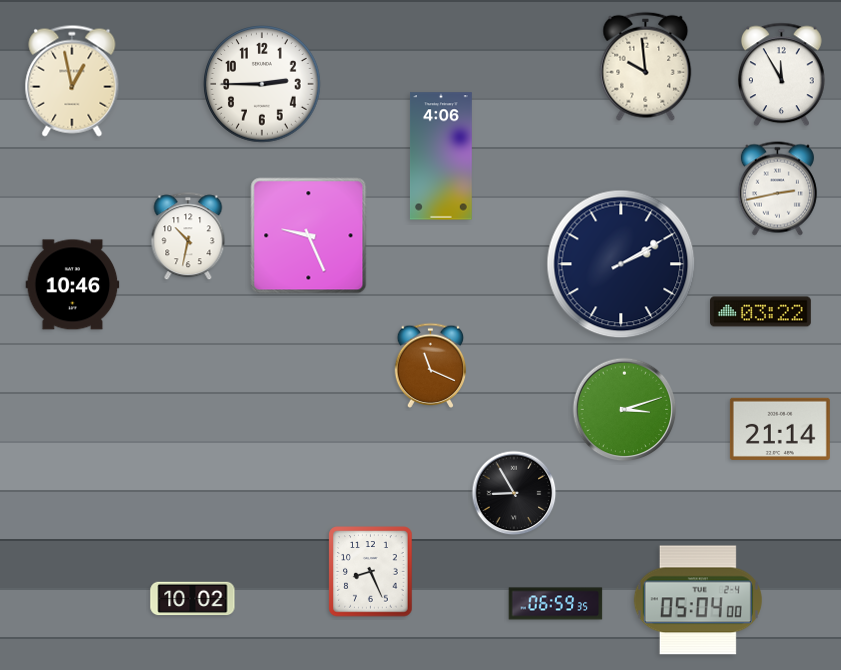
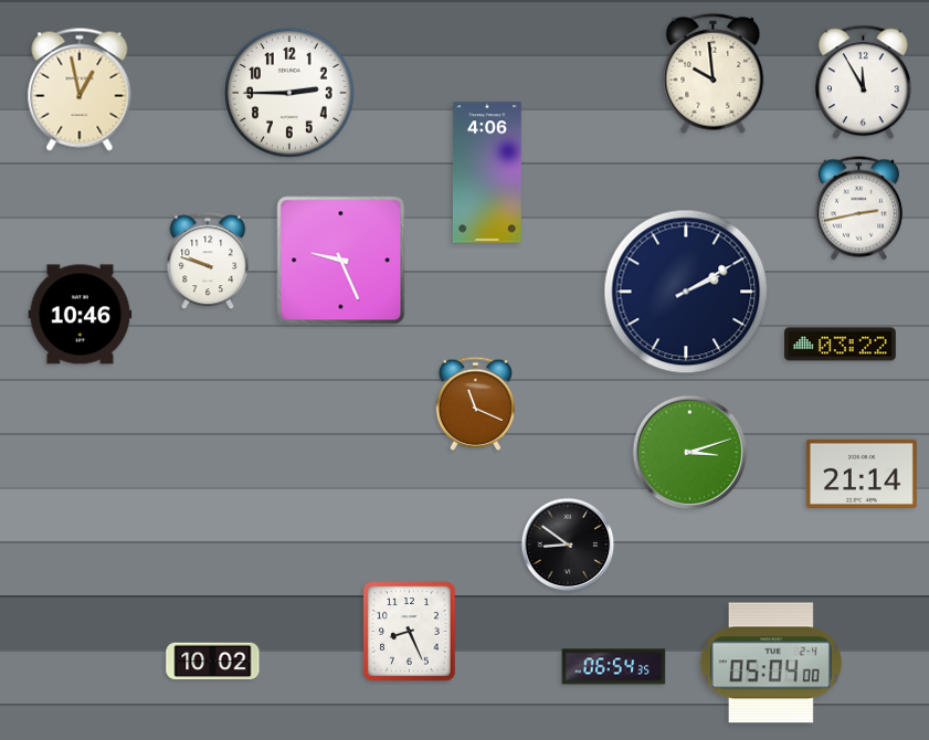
clock at (188, 237): 10:32 -> 9:48
clock at (514, 493): 8:55 -> 8:51
clock at (556, 604): 06:59 -> 06:54
